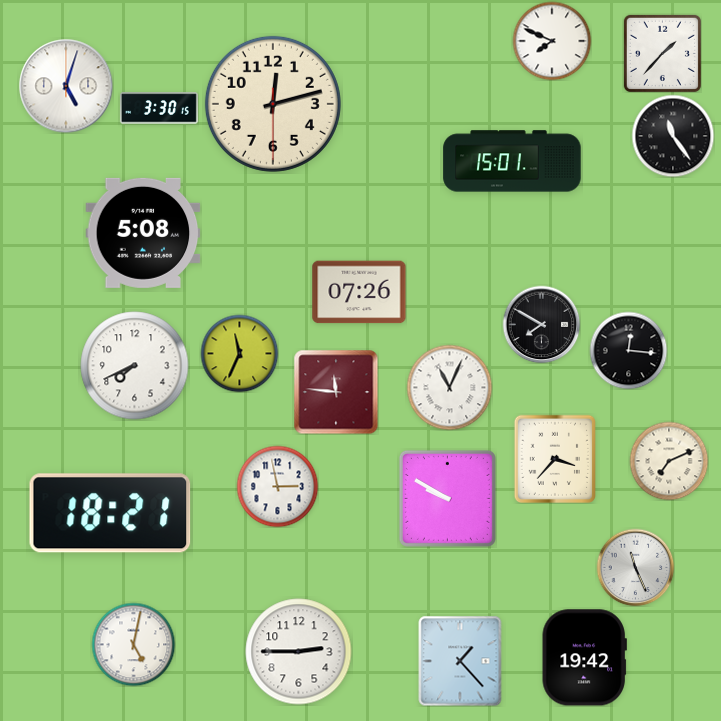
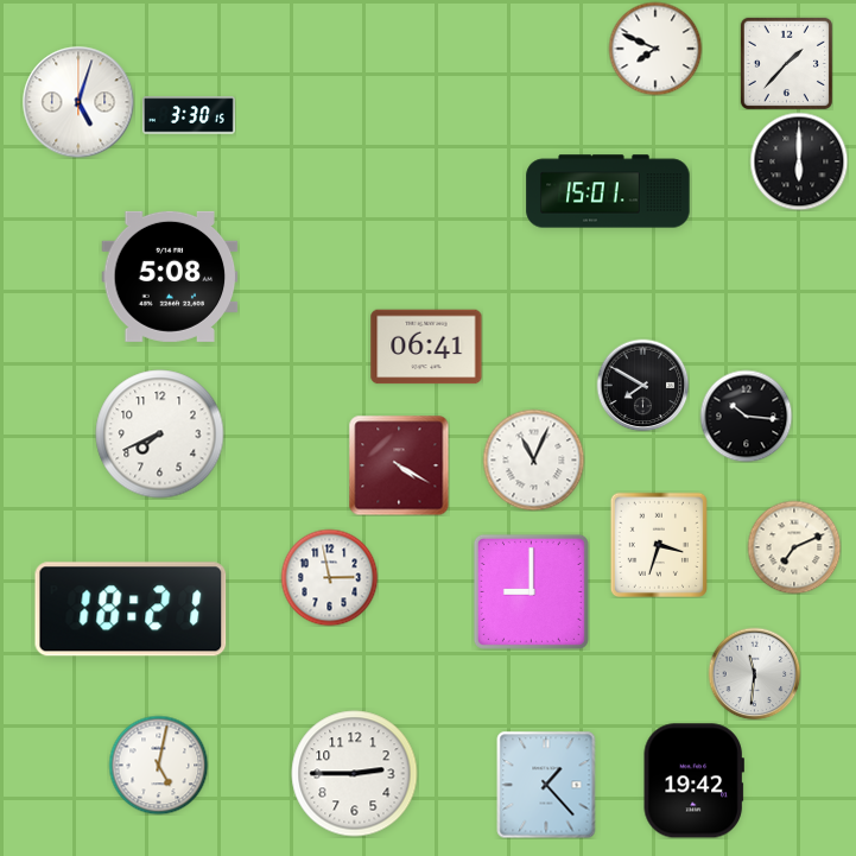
clock at (273, 104): 12:12 -> none
clock at (159, 108) position: (159, 108) -> (189, 115)
clock at (673, 136): 11:24 -> 6:00
clock at (359, 292): 07:26 -> 06:41
clock at (628, 350): 12:16 -> 10:16
clock at (239, 353): 11:34 -> none
clock at (336, 392): 11:46 -> 4:20
clock at (554, 458): 3:37 -> 3:33
clock at (447, 498): 9:50 -> 9:00
clock at (635, 567): 11:26 -> 11:31
